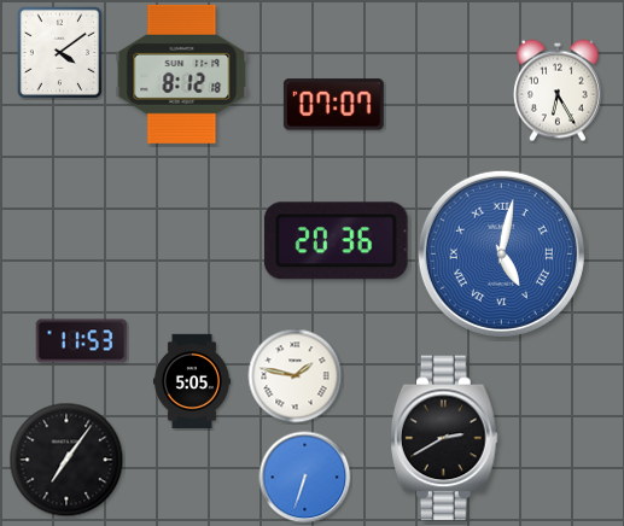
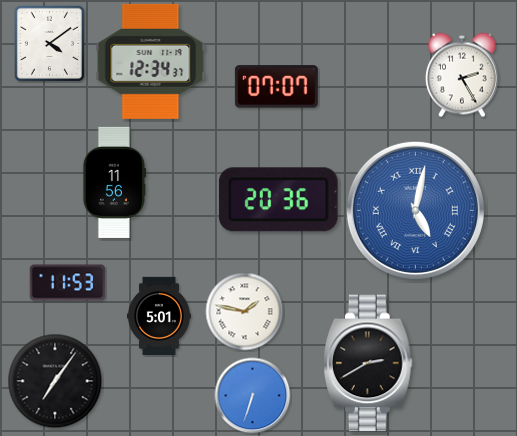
clock at (182, 74): 8:12 -> 12:34
clock at (558, 90): 6:25 -> 2:25
clock at (114, 182): none -> 11:56
clock at (192, 380): 5:05 -> 5:01
